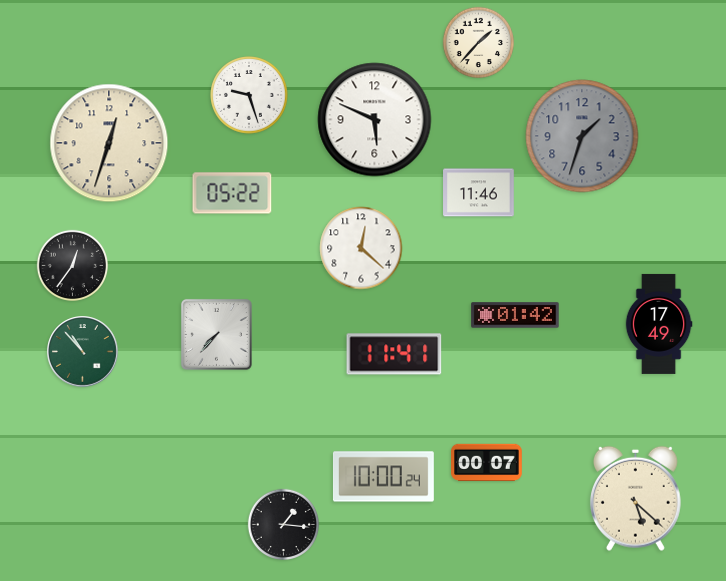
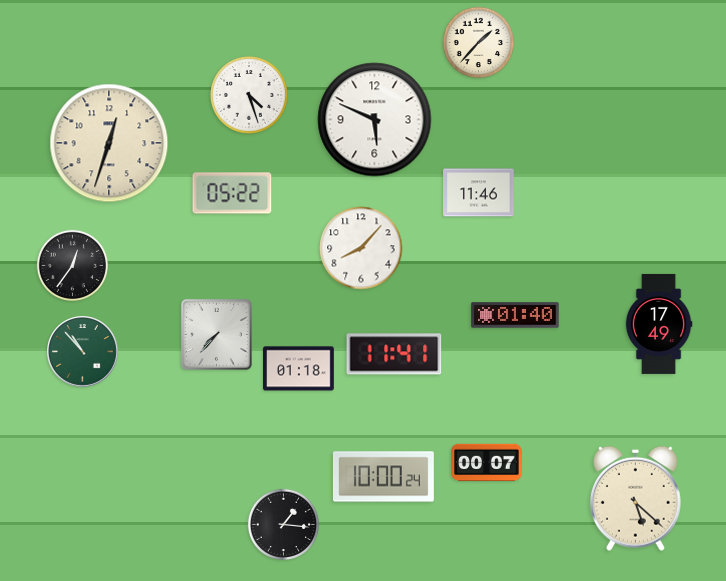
clock at (249, 95): 9:27 -> 4:27
clock at (582, 136): 1:33 -> none
clock at (361, 248): 12:22 -> 8:07
clock at (515, 315): 01:42 -> 01:40
clock at (299, 369): none -> 01:18
